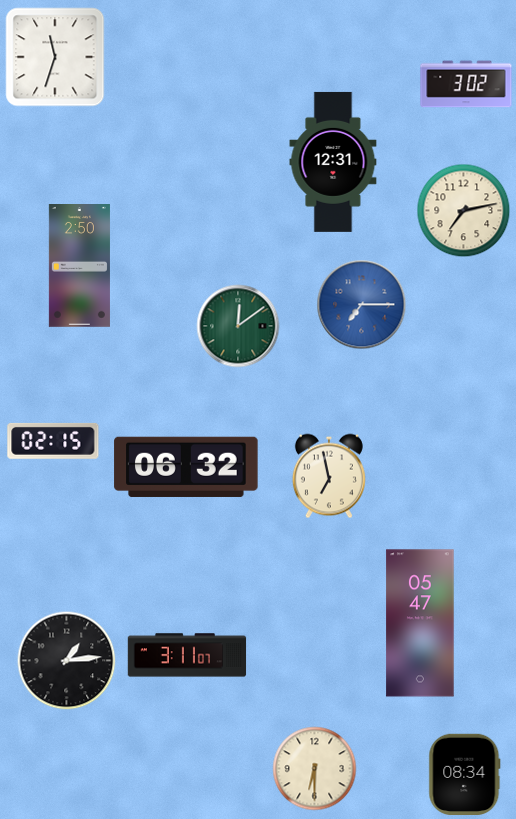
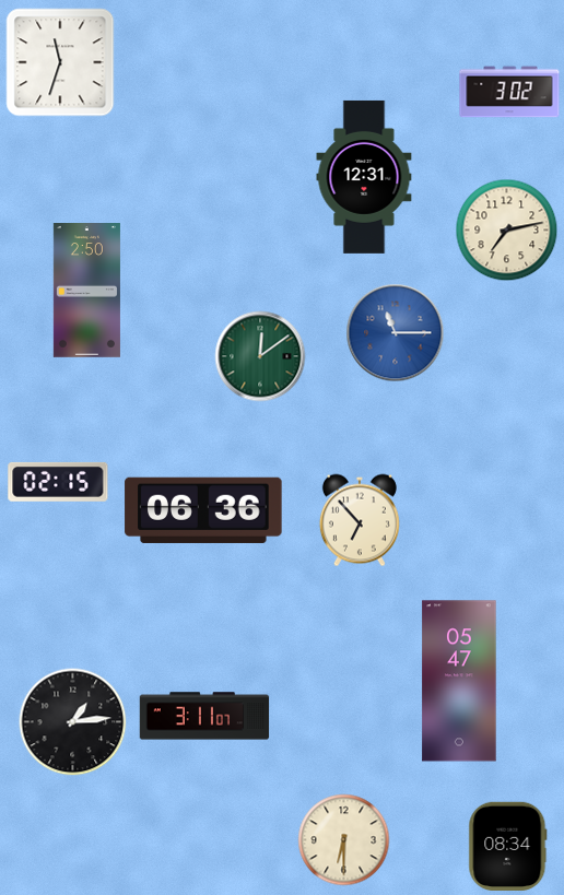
clock at (362, 305): 7:15 -> 11:15
clock at (186, 467): 06:32 -> 06:36
clock at (329, 476): 6:58 -> 6:53
